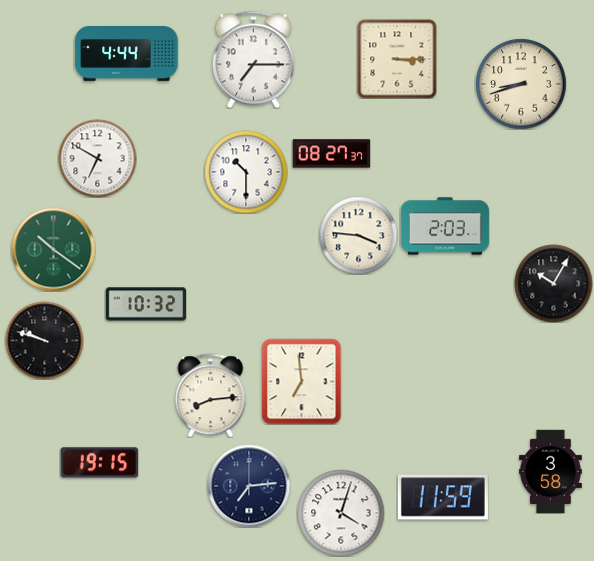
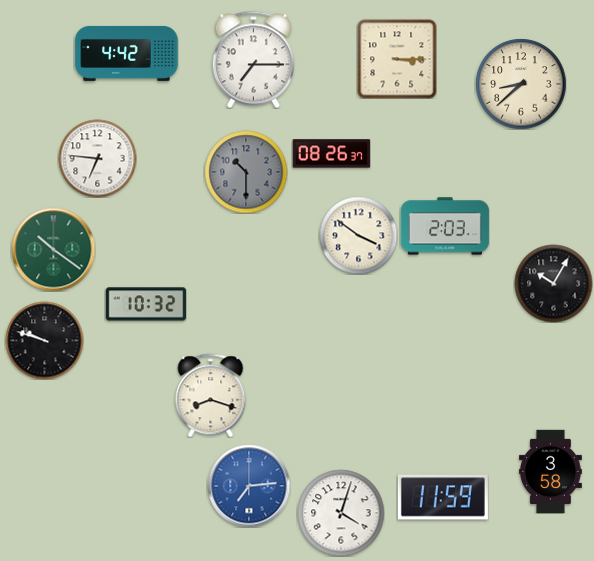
clock at (127, 53): 4:44 -> 4:42
clock at (521, 84): 8:42 -> 8:38
clock at (331, 154): 08:27 -> 08:26
clock at (97, 158): 6:50 -> 6:46
clock at (246, 172) dial: white -> grey
clock at (358, 235): 3:46 -> 3:51
clock at (302, 381): 6:59 -> none
clock at (211, 395): 8:14 -> 8:18
clock at (99, 463): 19:15 -> none
clock at (249, 486) dial: navy -> blue
